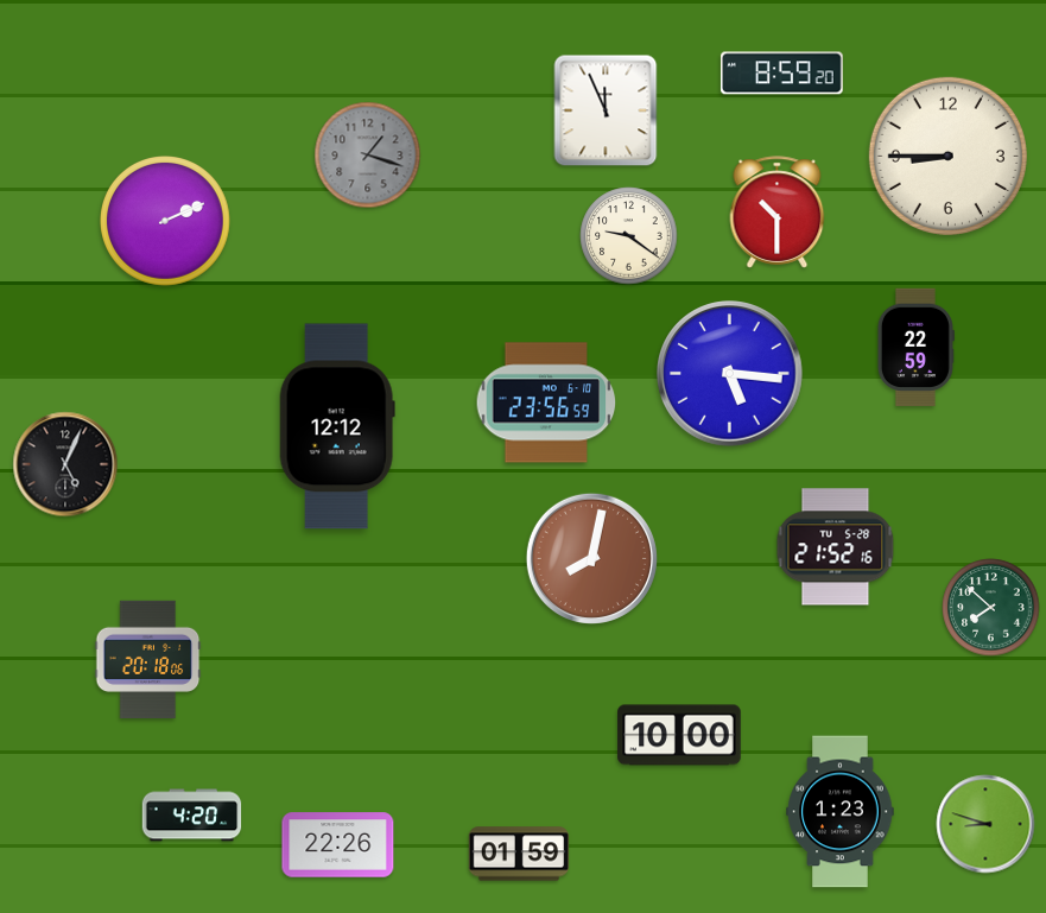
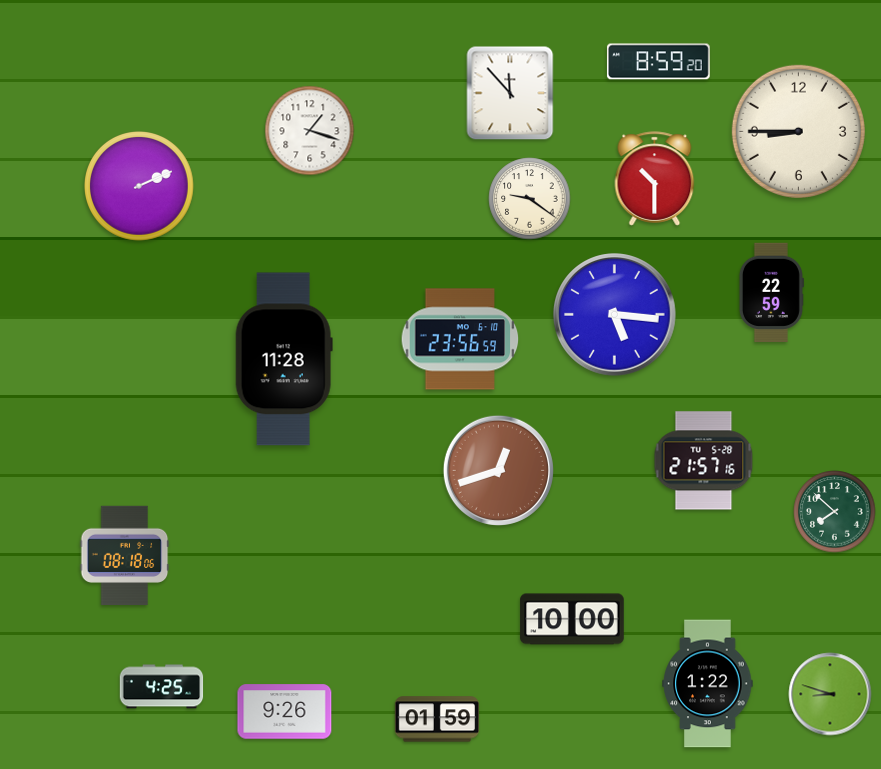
clock at (606, 110): 11:56 -> 11:53
clock at (368, 156) dial: grey -> white
clock at (337, 426): 12:12 -> 11:28
clock at (65, 464): 5:04 -> none
clock at (836, 547): 21:52 -> 21:57
clock at (591, 558): 8:02 -> 12:42
clock at (148, 660): 20:18 -> 08:18
clock at (841, 812): 1:23 -> 1:22
clock at (192, 816): 4:20 -> 4:25
clock at (338, 845): 22:26 -> 9:26
